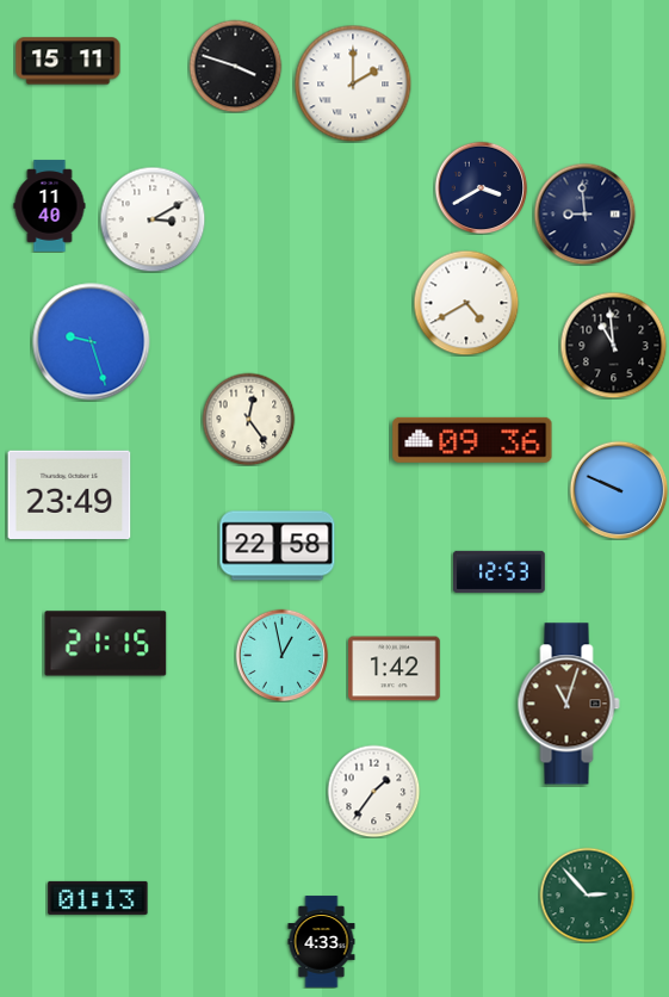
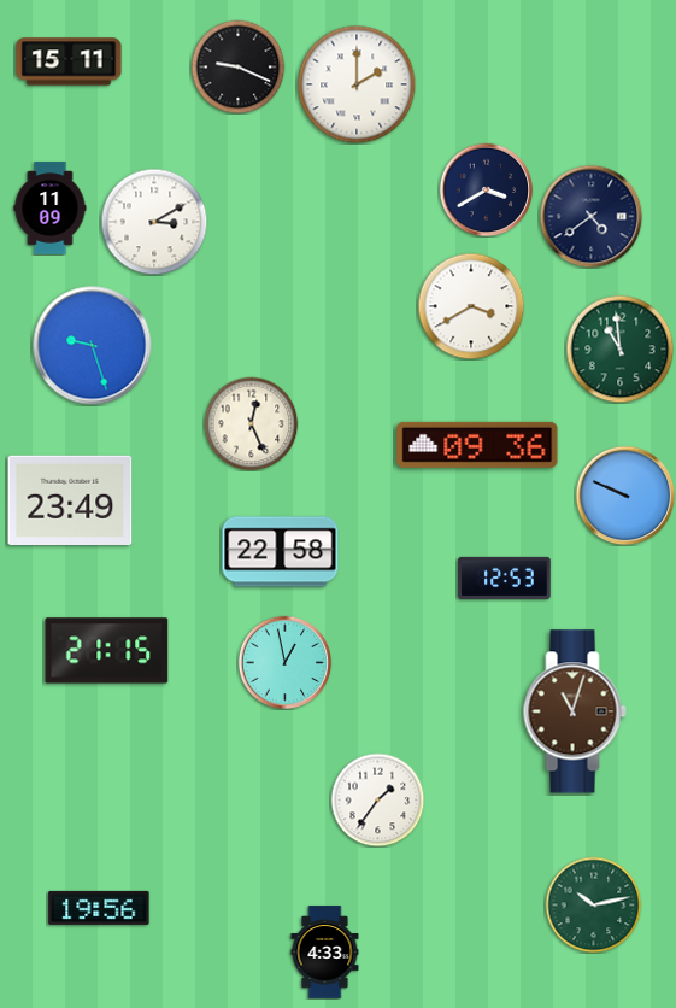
clock at (235, 66): 3:48 -> 9:19
clock at (50, 206): 11:40 -> 11:09
clock at (584, 213): 8:59 -> 4:39
clock at (466, 303): 4:40 -> 3:40
clock at (613, 345) dial: black -> green
clock at (248, 419): 12:24 -> 12:26
clock at (395, 669): 1:42 -> none
clock at (587, 894): 2:53 -> 10:13
clock at (98, 898): 01:13 -> 19:56
